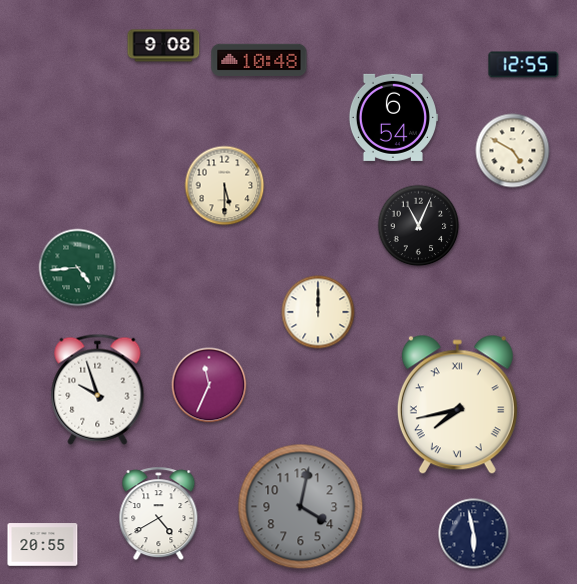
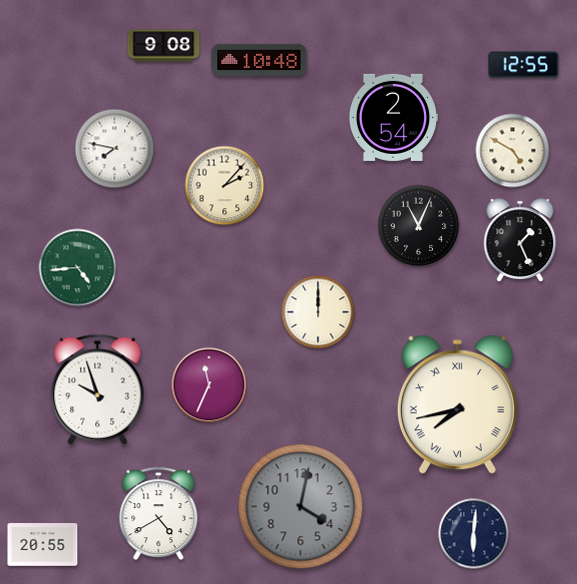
clock at (393, 117): 6:54 -> 2:54
clock at (115, 149): none -> 7:47
clock at (225, 186): 5:30 -> 2:07
clock at (520, 240): none -> 1:26
clock at (474, 534): 5:58 -> 6:01
